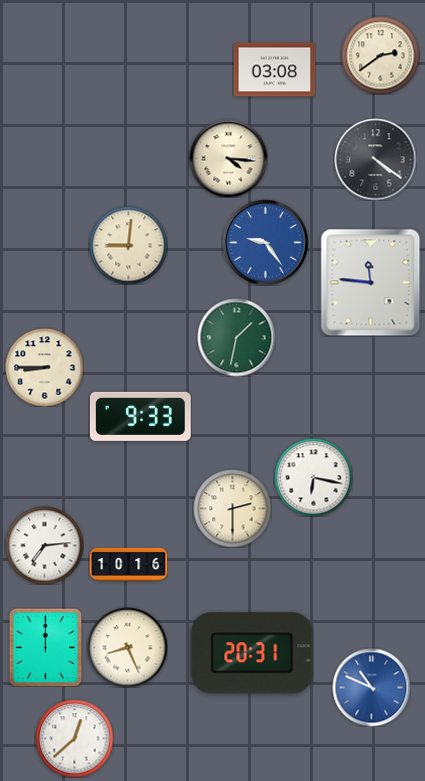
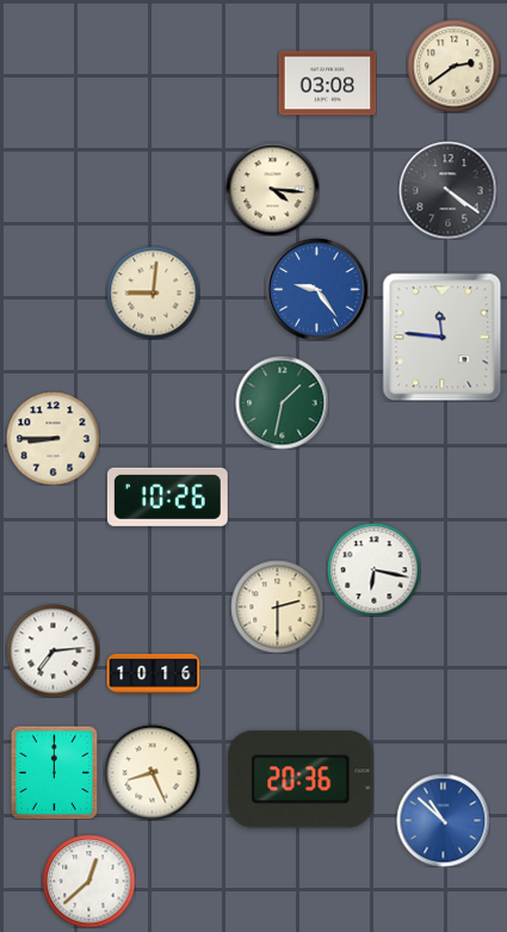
clock at (140, 416): 9:33 -> 10:26
clock at (252, 653): 20:31 -> 20:36
clock at (371, 687): 10:49 -> 10:52
